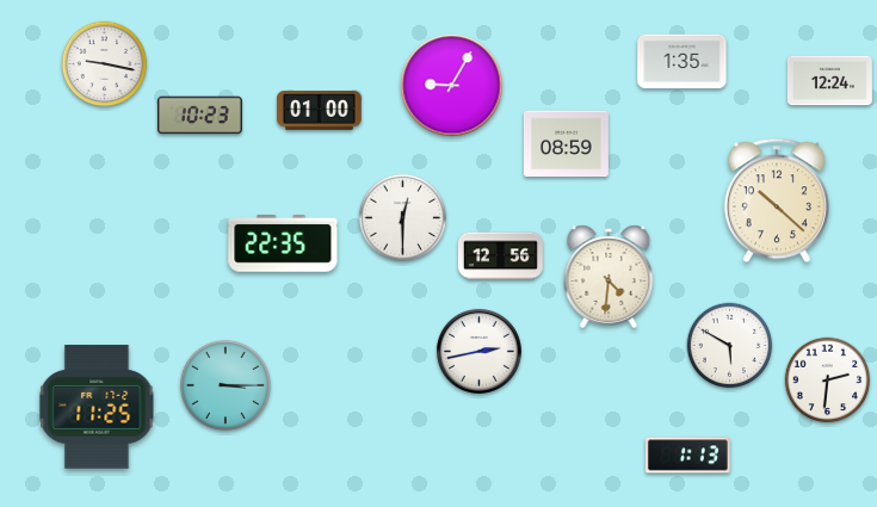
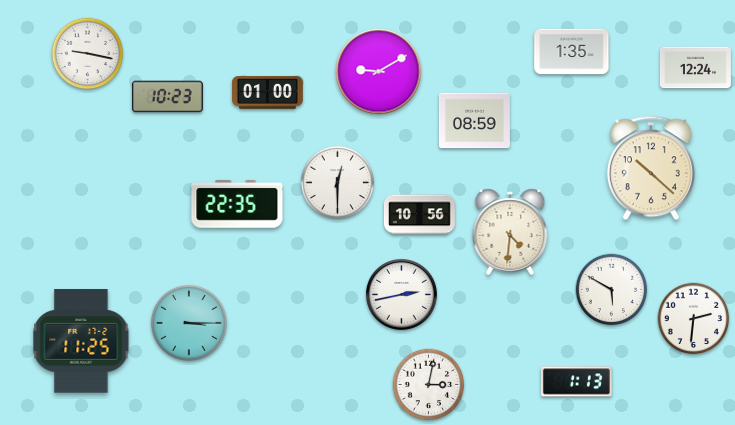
clock at (452, 86): 9:05 -> 9:10
clock at (500, 256): 12:56 -> 10:56
clock at (429, 385): none -> 3:02
